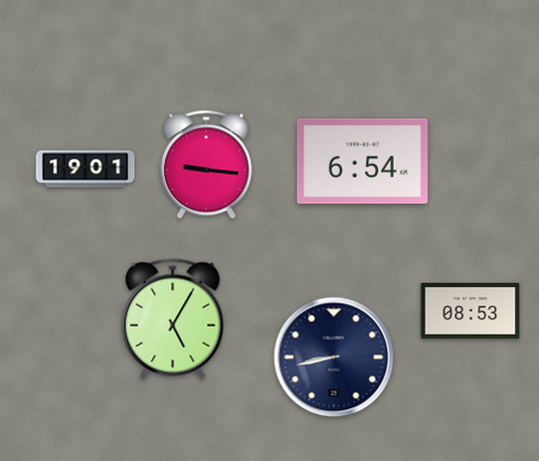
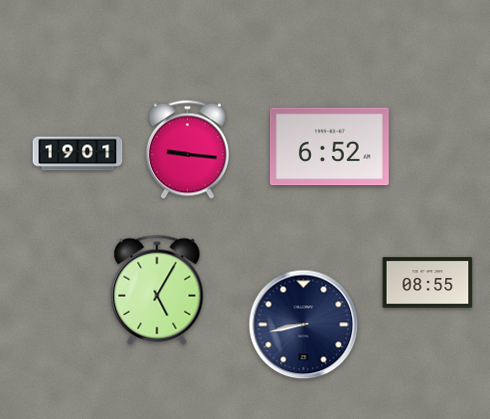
clock at (362, 162): 6:54 -> 6:52
clock at (471, 311): 08:53 -> 08:55
